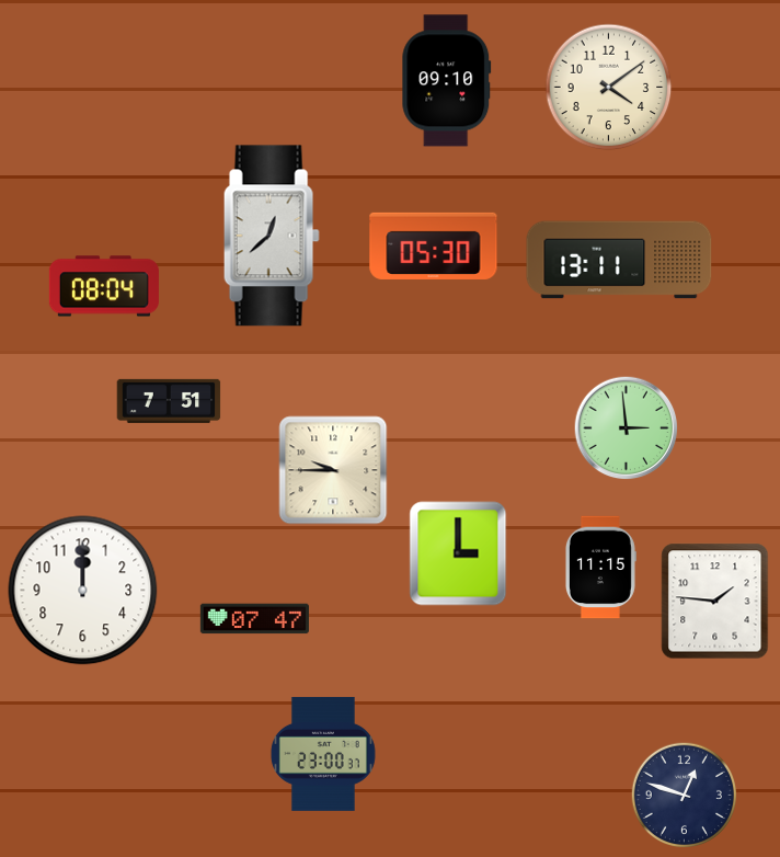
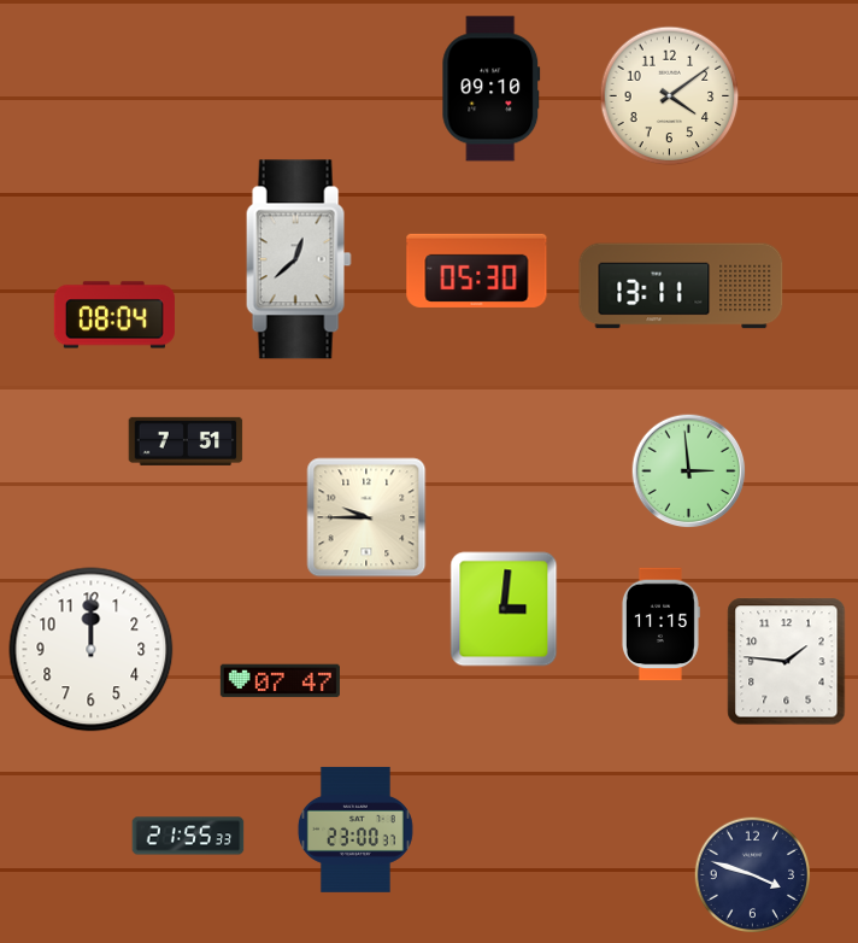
clock at (458, 553): 3:00 -> 3:01
clock at (188, 836): none -> 21:55
clock at (684, 795): 12:48 -> 3:48
